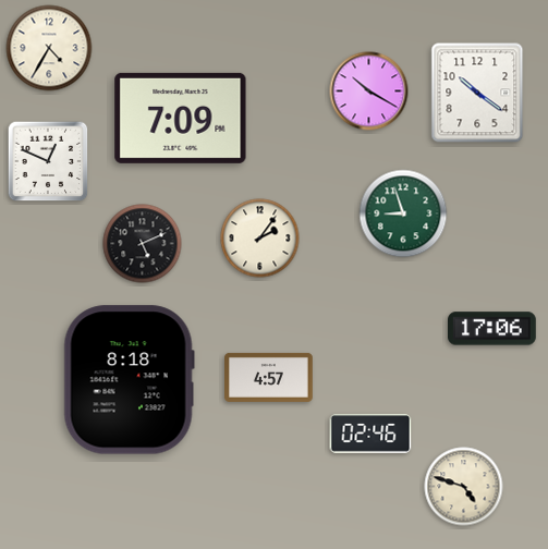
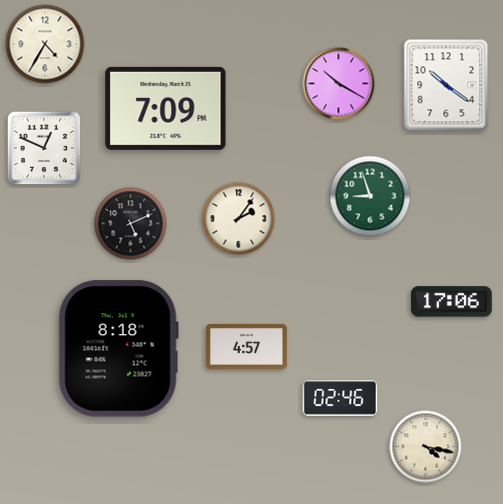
clock at (477, 93) position: (477, 93) -> (446, 85)
clock at (464, 487): 4:48 -> 4:17
